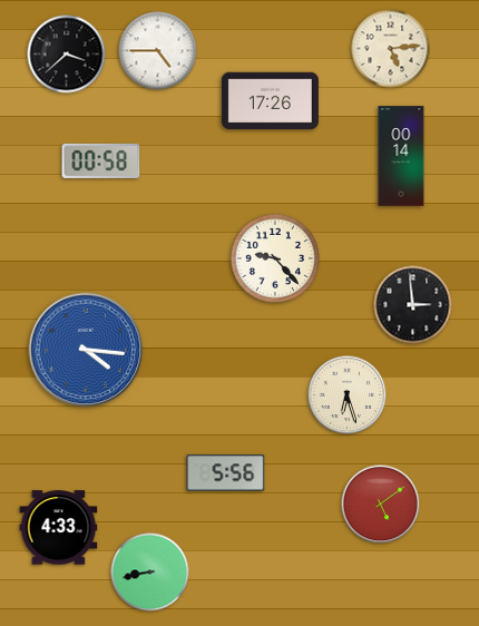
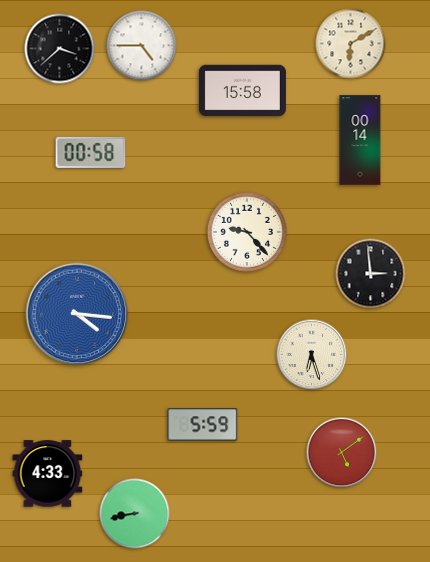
clock at (391, 49): 5:14 -> 6:10
clock at (270, 101): 17:26 -> 15:58
clock at (101, 160) position: (101, 160) -> (91, 152)
clock at (226, 473): 5:56 -> 5:59
clock at (59, 528) position: (59, 528) -> (48, 474)
